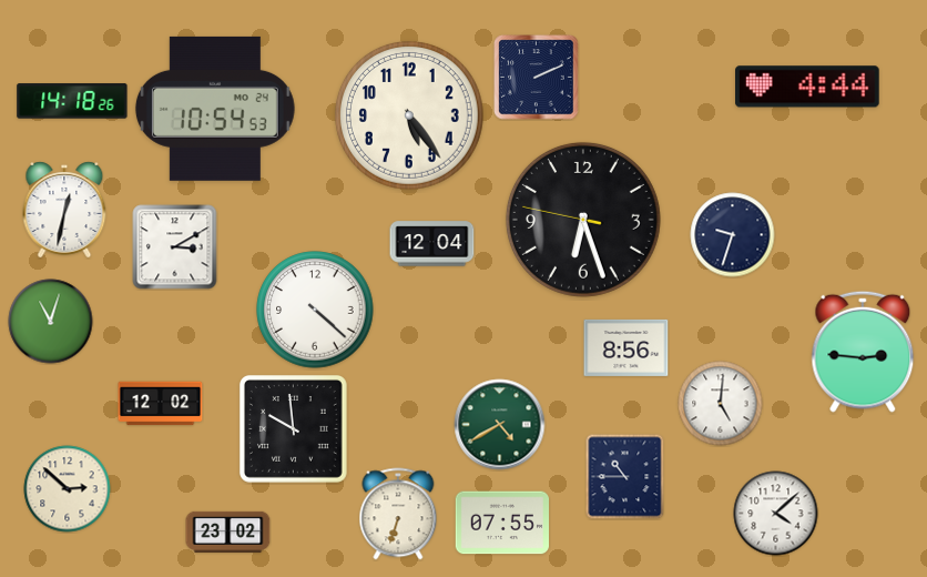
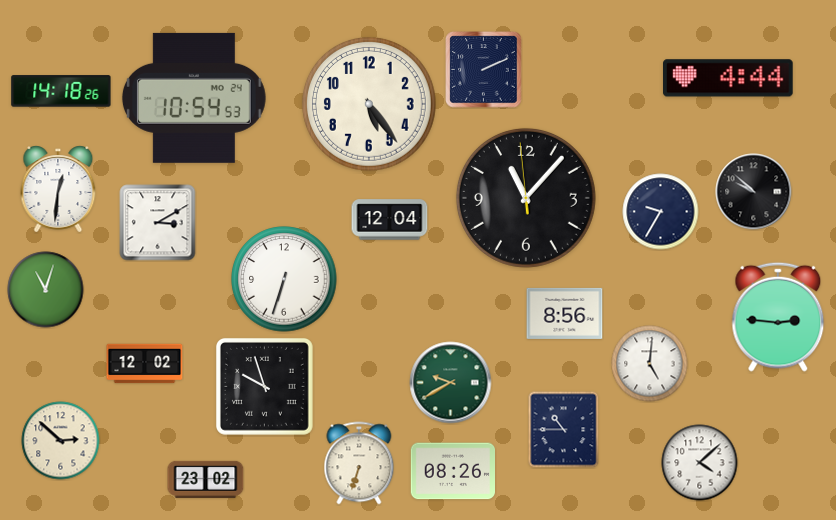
clock at (72, 101) position: (72, 101) -> (61, 91)
clock at (64, 210): 12:32 -> 12:31
clock at (754, 192): none -> 9:52
clock at (583, 220): 6:26 -> 11:06
clock at (733, 235): 9:33 -> 9:35
clock at (315, 310): 4:22 -> 6:33
clock at (500, 425): 4:40 -> 9:40
clock at (293, 428): 9:59 -> 9:57
clock at (502, 523): 07:55 -> 08:26
